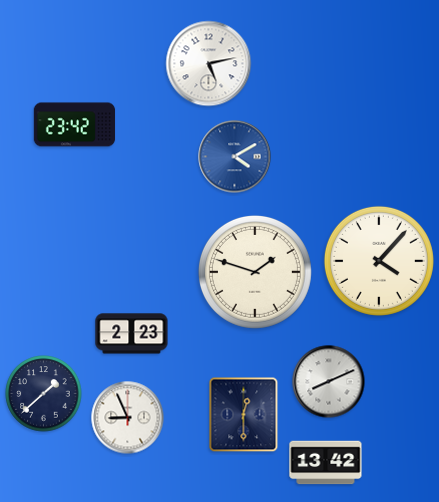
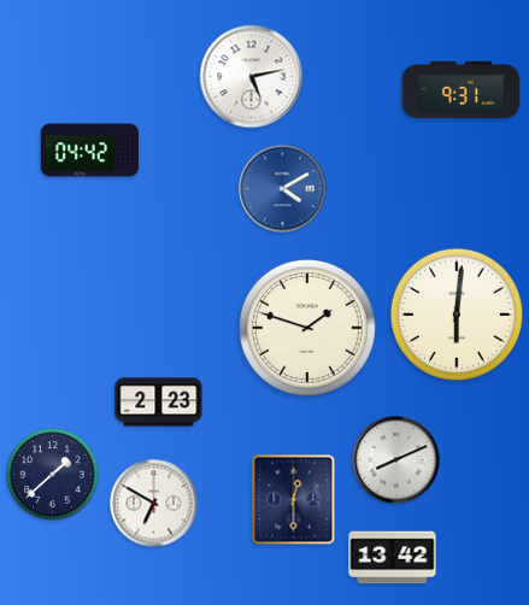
clock at (462, 90): none -> 9:31
clock at (75, 125): 23:42 -> 04:42
clock at (379, 261): 4:07 -> 6:01
clock at (128, 418): 8:56 -> 6:50
